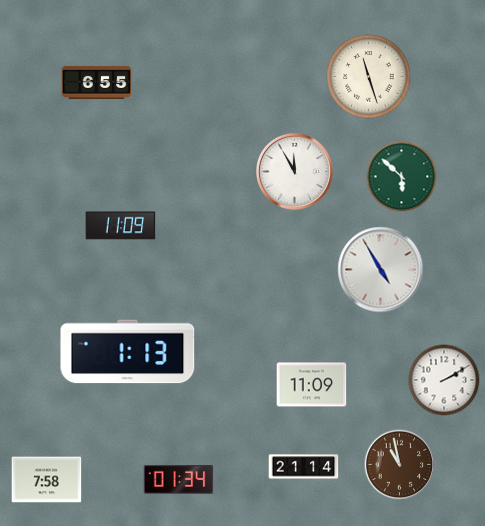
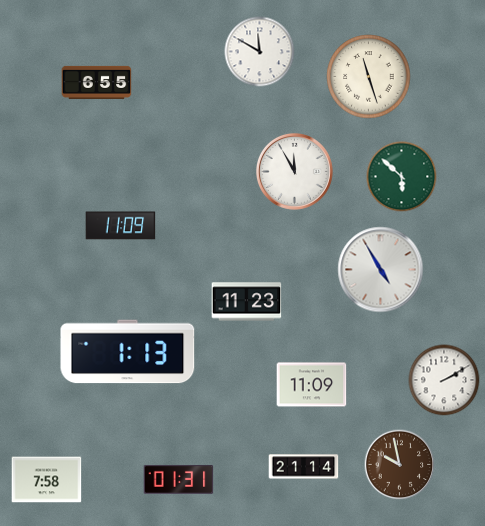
clock at (260, 52): none -> 11:50
clock at (247, 302): none -> 11:23
clock at (400, 465): 10:58 -> 9:58
clock at (179, 480): 01:34 -> 01:31
